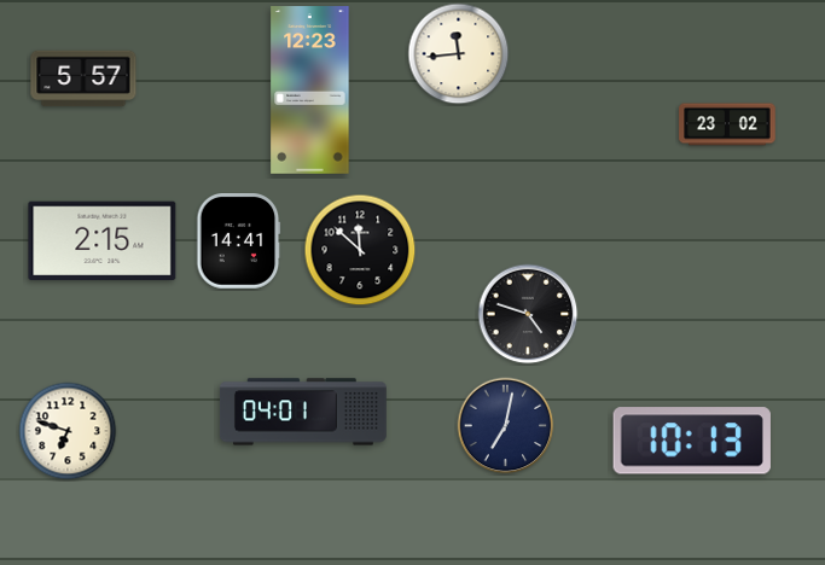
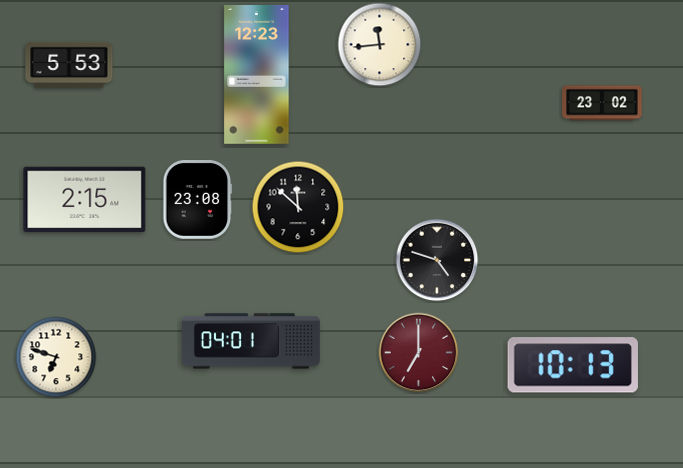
clock at (83, 78): 5:57 -> 5:53
clock at (239, 241): 14:41 -> 23:08
clock at (506, 426): 7:02 -> 7:00
clock at (506, 426) dial: navy -> burgundy
